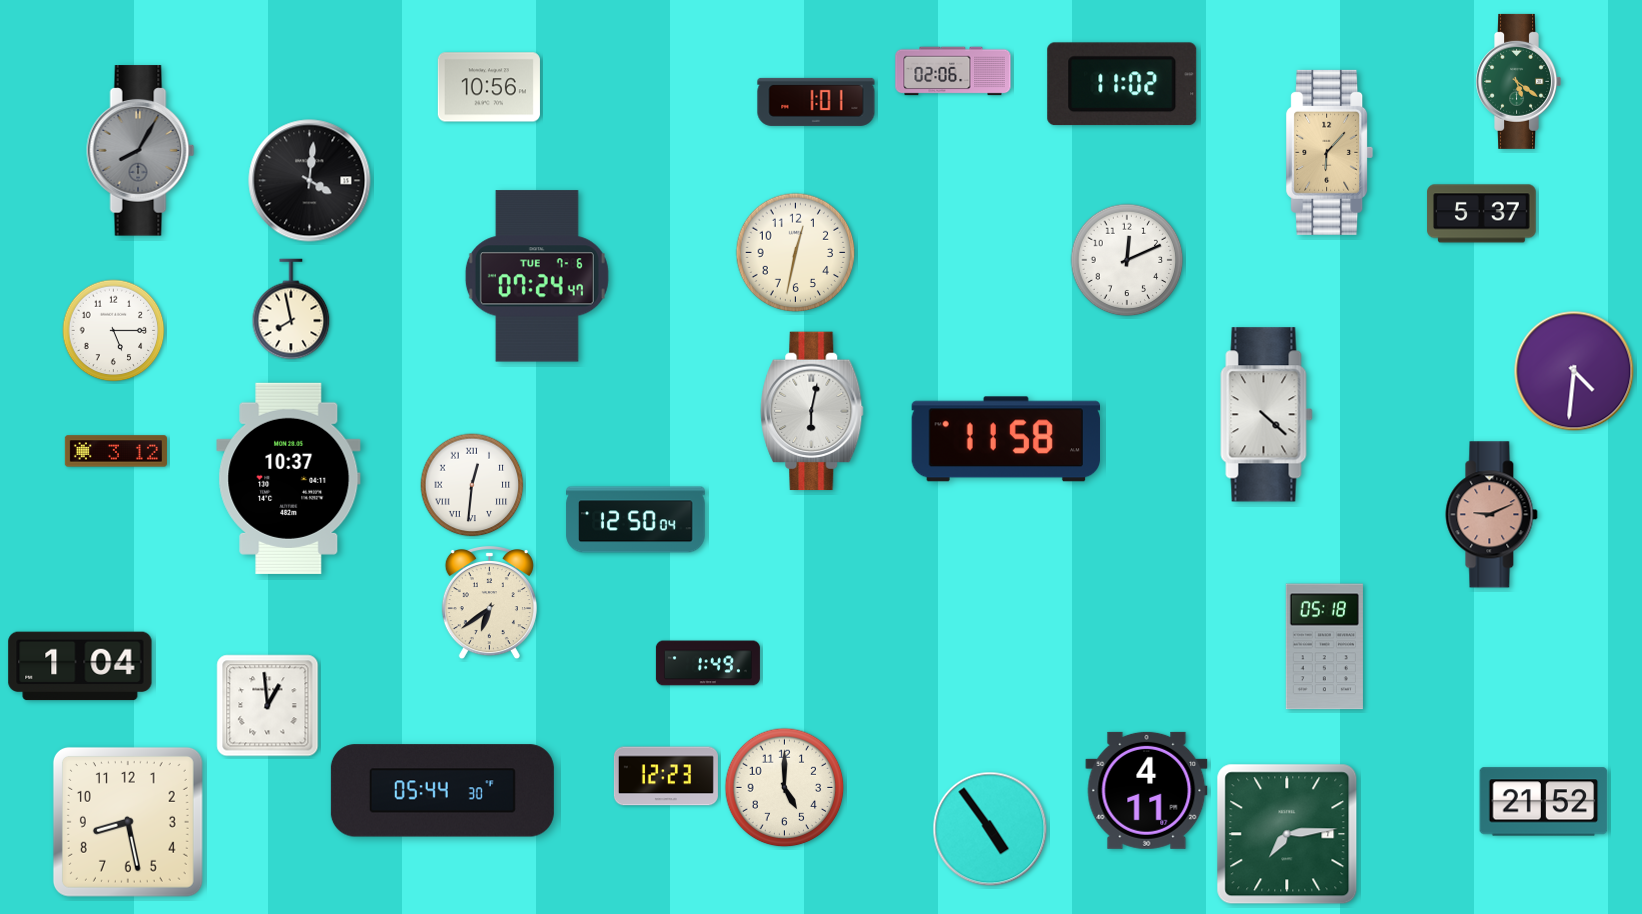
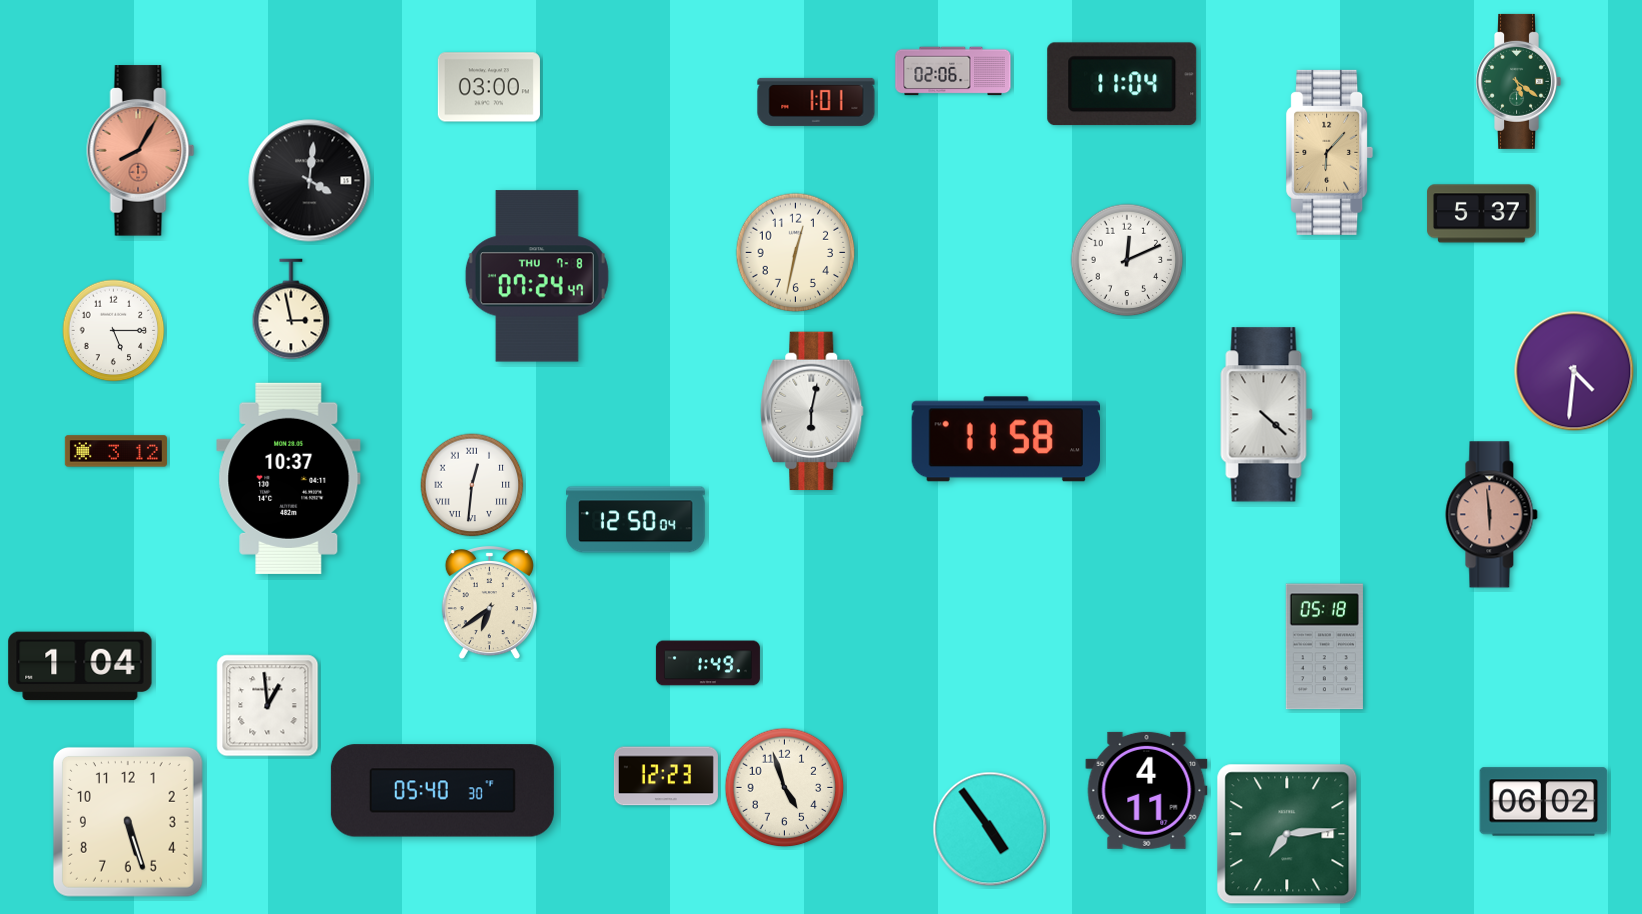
clock at (1122, 84): 11:02 -> 11:04
clock at (489, 87): 10:56 -> 03:00
clock at (141, 151) dial: grey -> salmon
clock at (537, 276) date: TUE 7-6 -> THU 7-8
clock at (291, 309): 7:58 -> 2:58
clock at (1492, 515): 9:11 -> 5:59
clock at (785, 788): 5:00 -> 4:57
clock at (442, 791): 05:44 -> 05:40
clock at (1544, 802): 21:52 -> 06:02
clock at (128, 822): 8:28 -> 5:27
